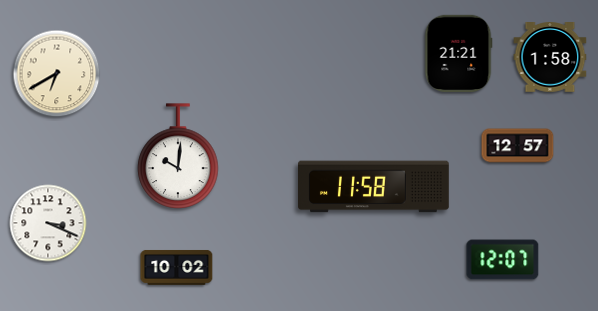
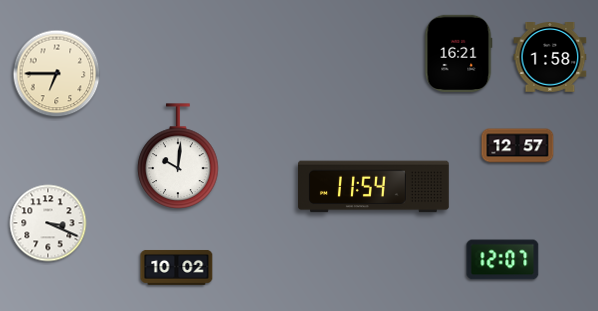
clock at (458, 53): 21:21 -> 16:21
clock at (57, 74): 6:40 -> 6:45
clock at (374, 187): 11:58 -> 11:54
